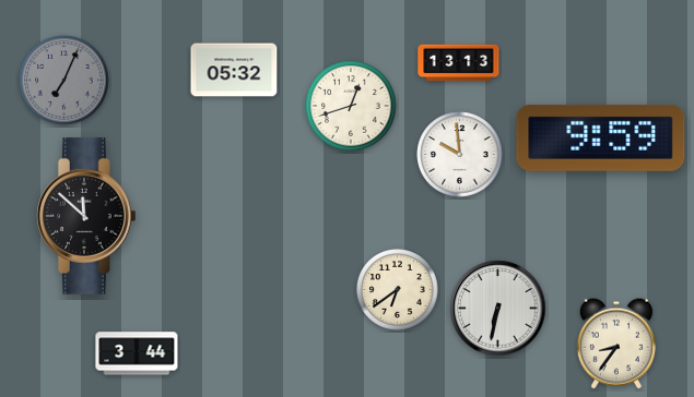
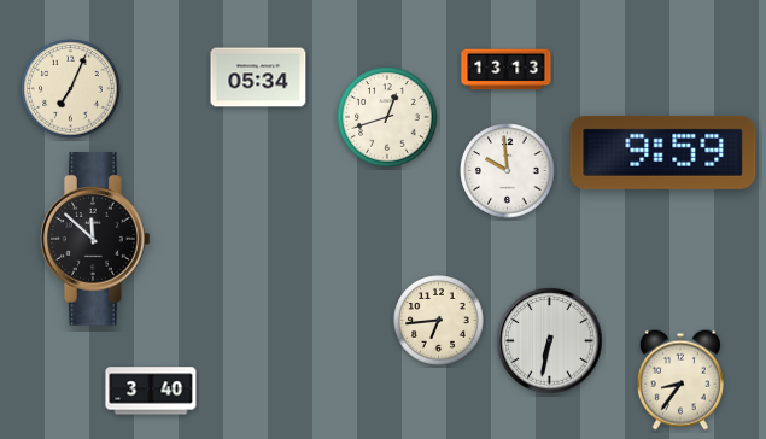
clock at (234, 70): 05:32 -> 05:34
clock at (64, 81) dial: grey -> cream
clock at (398, 290): 6:39 -> 6:44
clock at (137, 353): 3:44 -> 3:40
